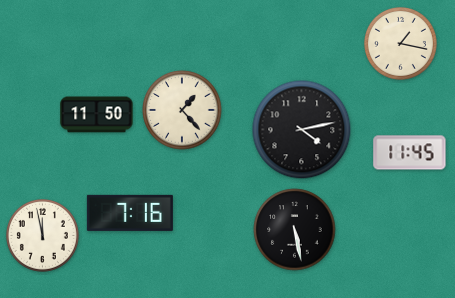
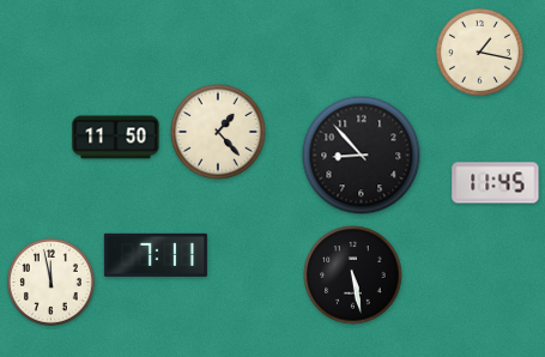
clock at (302, 130): 4:13 -> 8:53
clock at (410, 153) position: (410, 153) -> (496, 183)
clock at (130, 213): 7:16 -> 7:11
